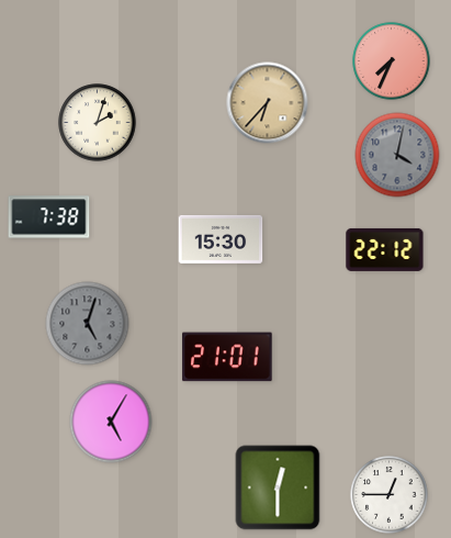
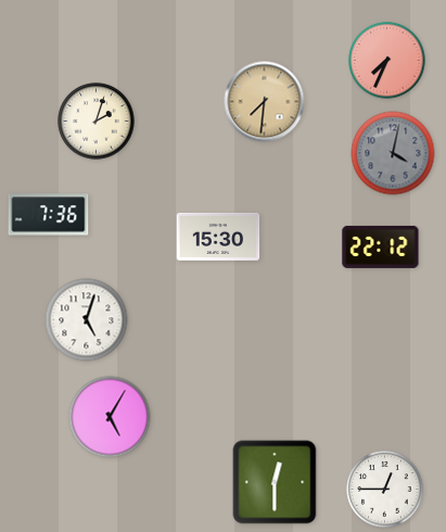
clock at (268, 103): 6:37 -> 7:31
clock at (49, 217): 7:38 -> 7:36
clock at (88, 324) dial: grey -> white
clock at (227, 357): 21:01 -> none
